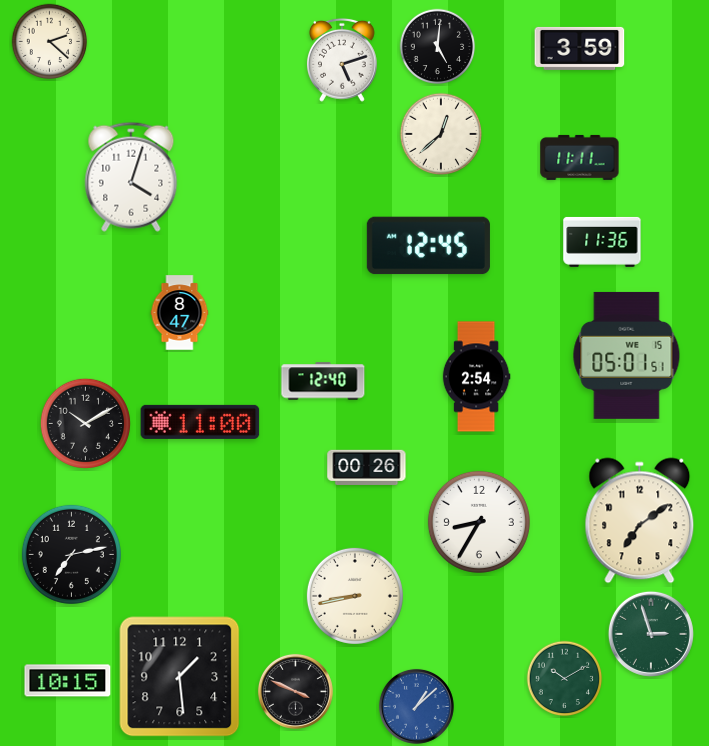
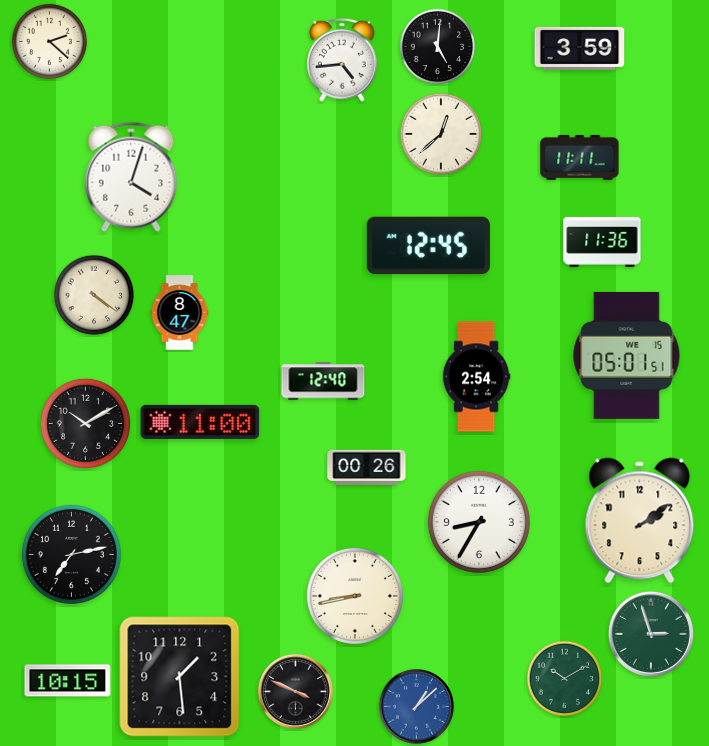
clock at (342, 60): 5:12 -> 4:44
clock at (94, 295): none -> 4:21
clock at (640, 521): 7:09 -> 2:09
